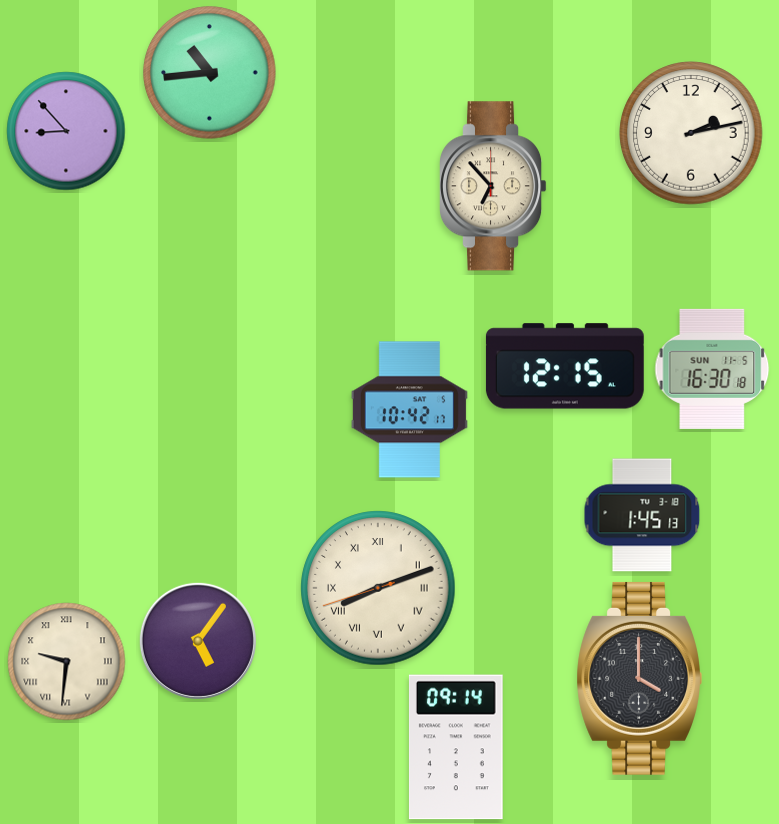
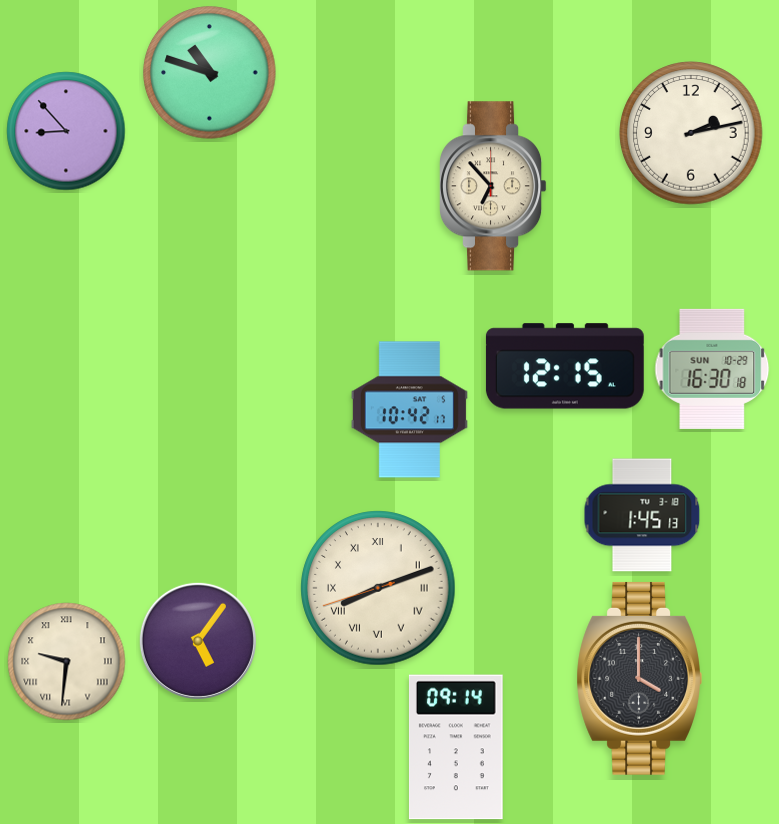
clock at (210, 73): 10:44 -> 10:48
clock at (712, 369) date: SUN 11-5 -> SUN 10-29
